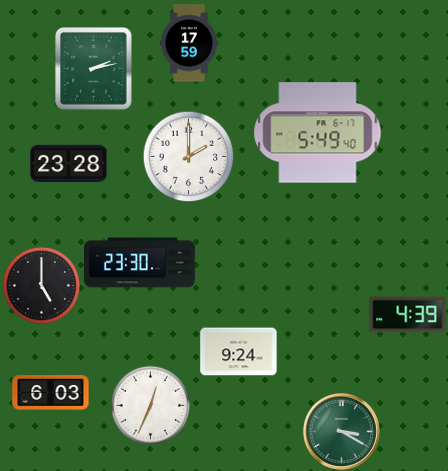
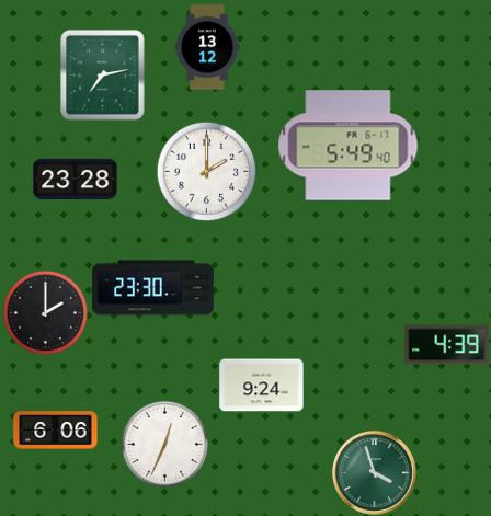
clock at (189, 43): 17:59 -> 13:12
clock at (94, 69): 2:13 -> 7:13
clock at (41, 285): 5:00 -> 2:00
clock at (51, 393): 6:03 -> 6:06
clock at (341, 431): 3:20 -> 3:57
